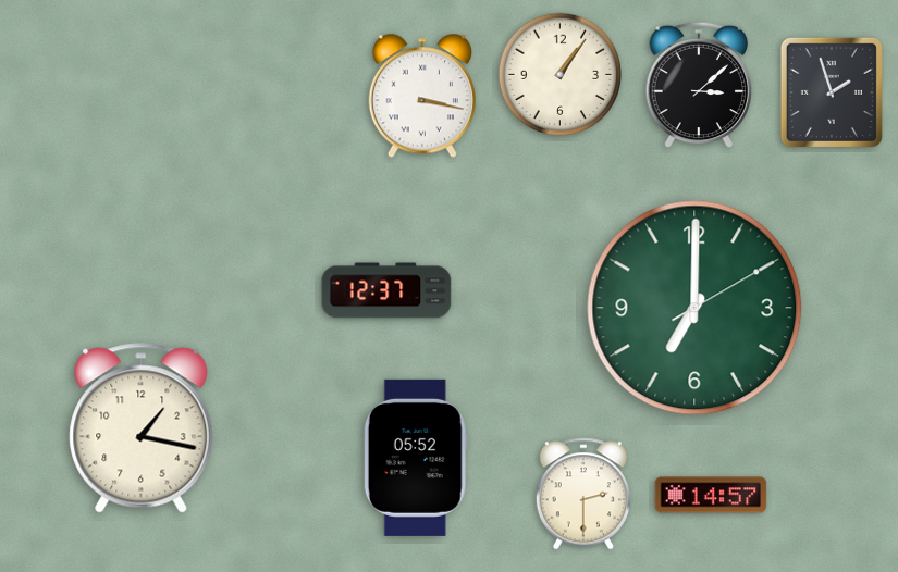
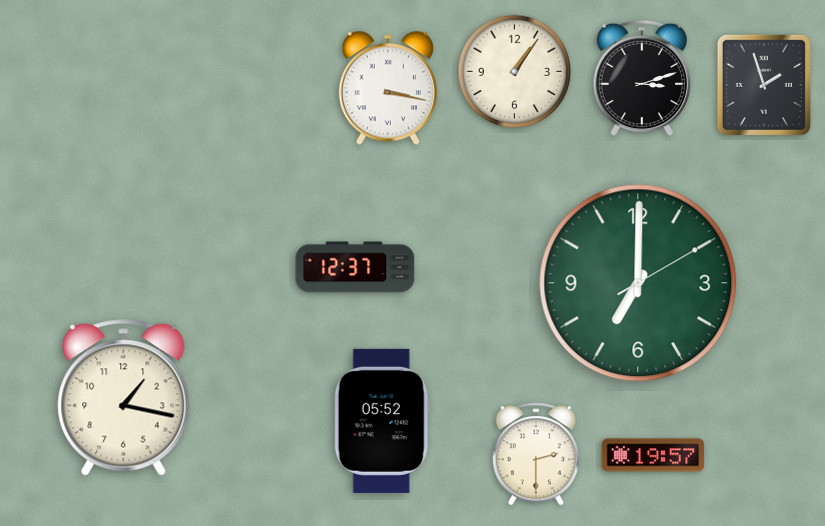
clock at (561, 75) position: (561, 75) -> (515, 72)
clock at (699, 85): 3:08 -> 3:12
clock at (142, 428) position: (142, 428) -> (124, 398)
clock at (711, 495): 14:57 -> 19:57
